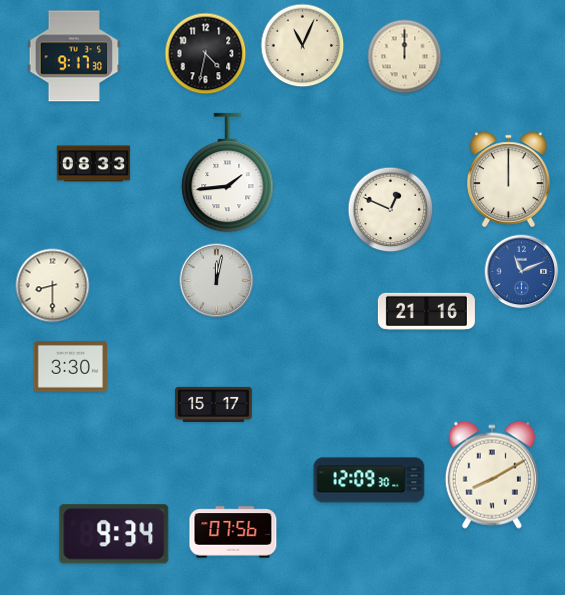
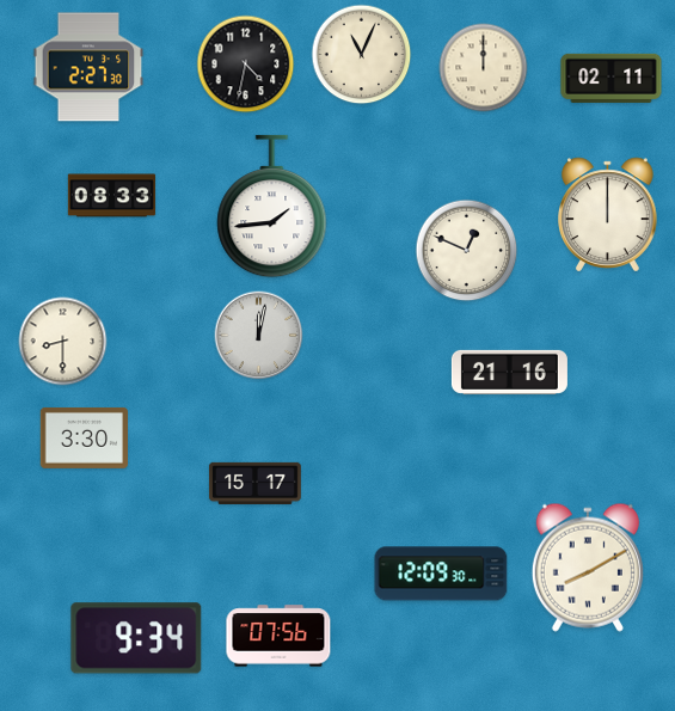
clock at (74, 56): 9:17 -> 2:27
clock at (612, 78): none -> 02:11
clock at (522, 272): 11:11 -> none
